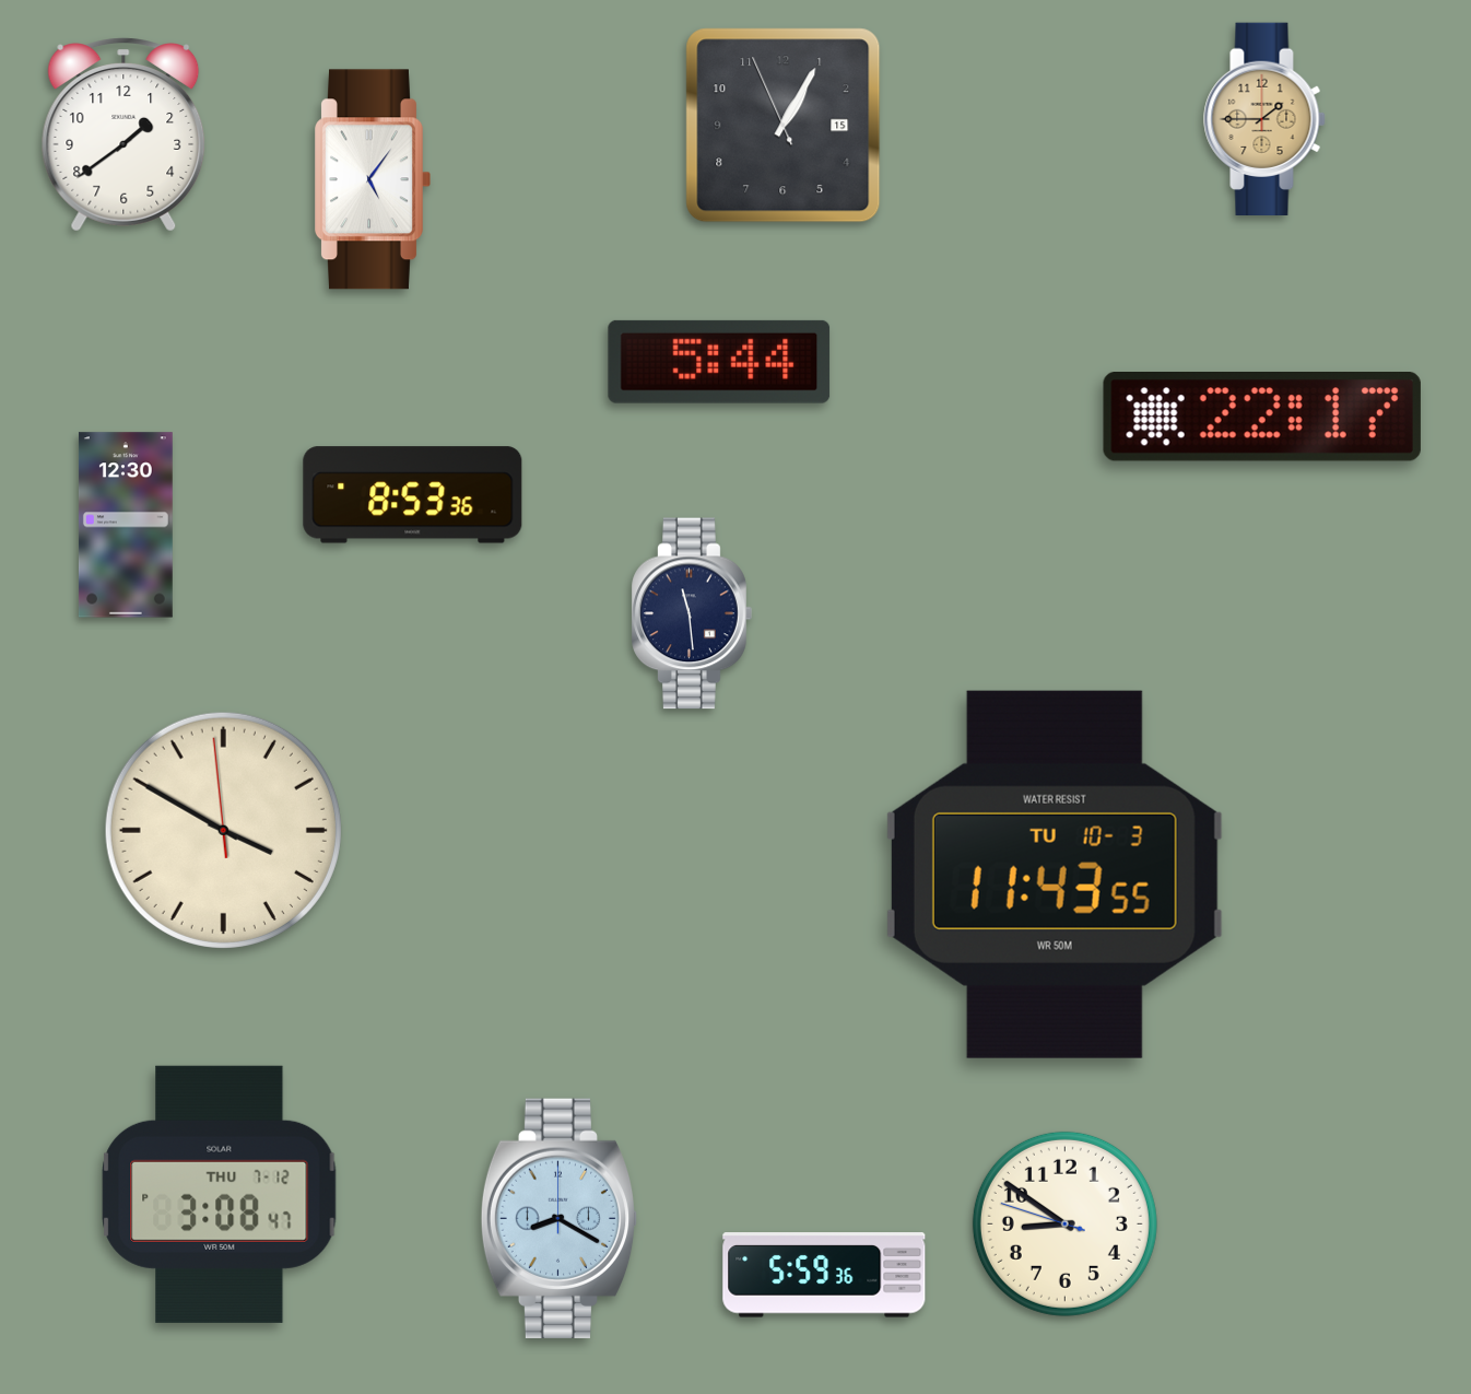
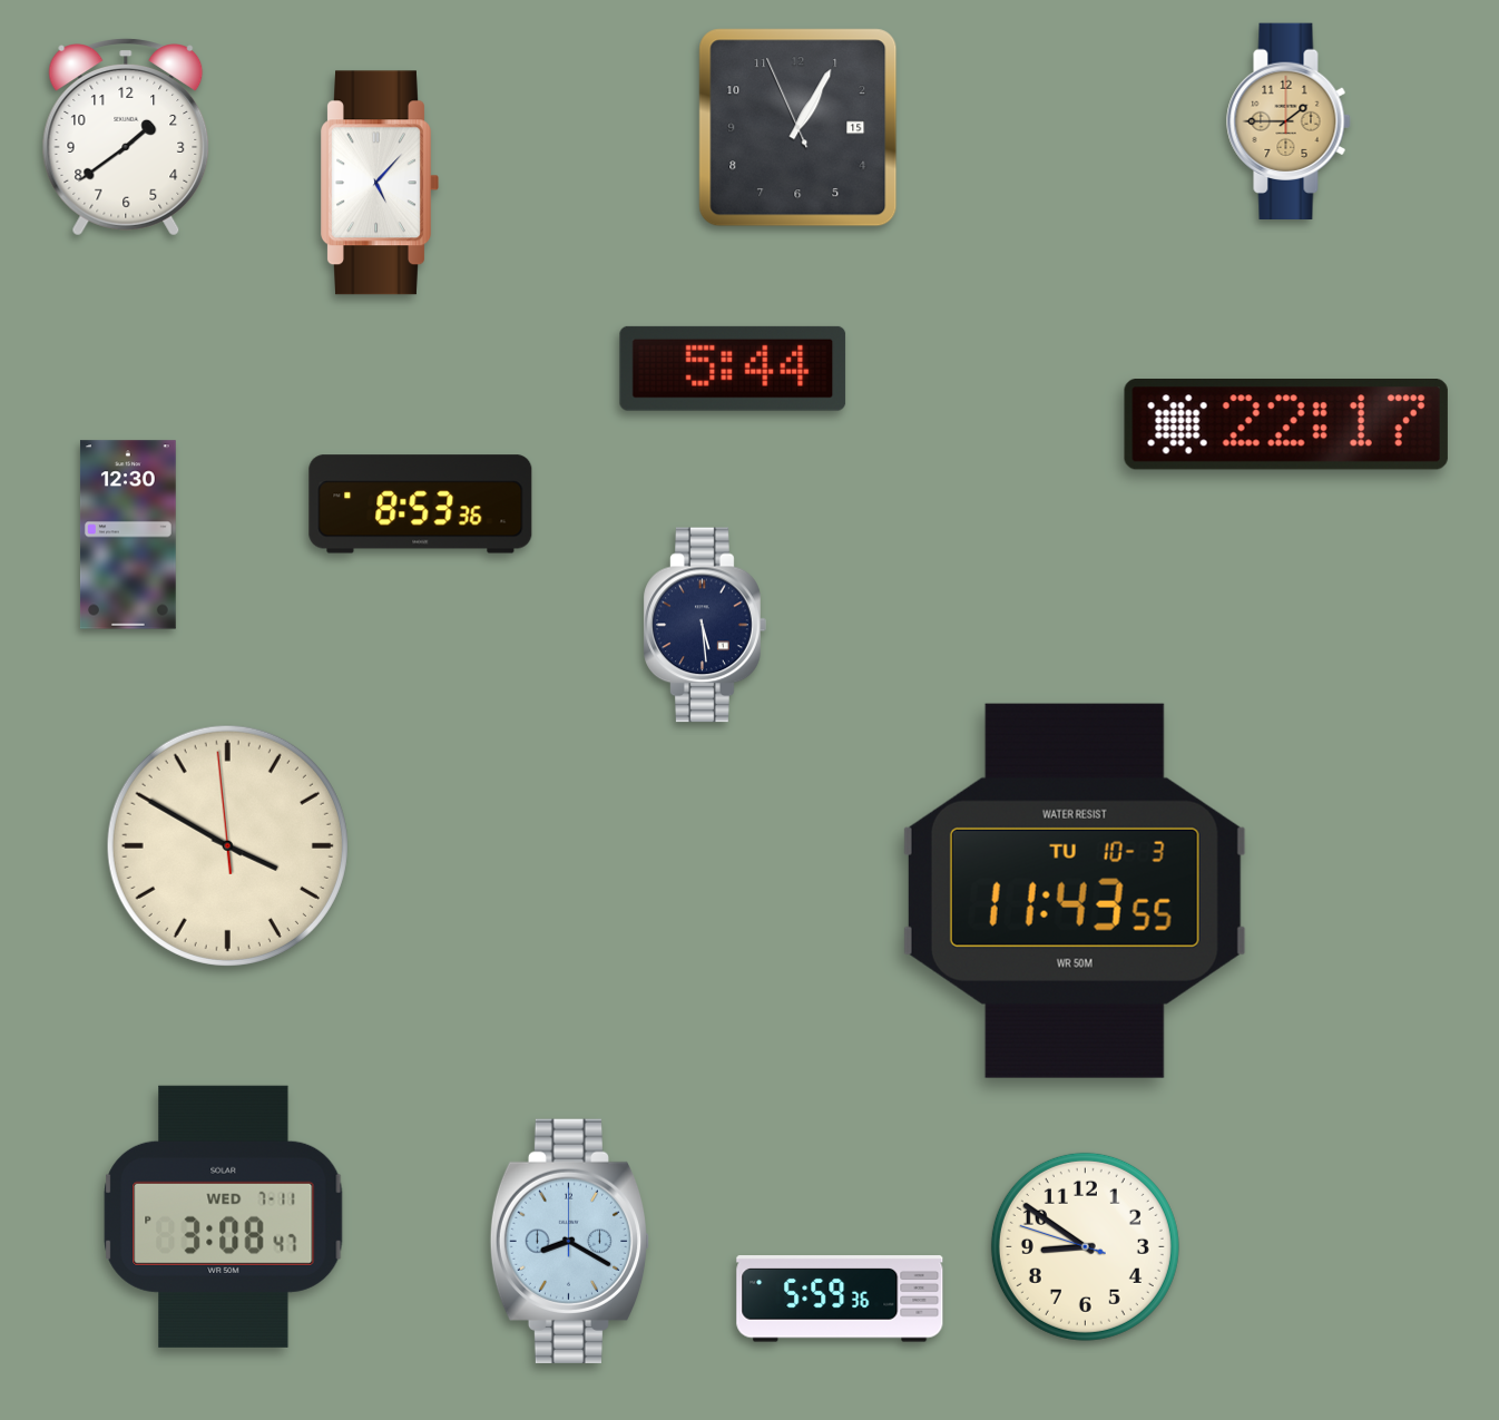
clock at (374, 179): 5:06 -> 5:07
clock at (692, 613): 11:29 -> 5:29
clock at (220, 1194) date: THU 7-12 -> WED 7-11
